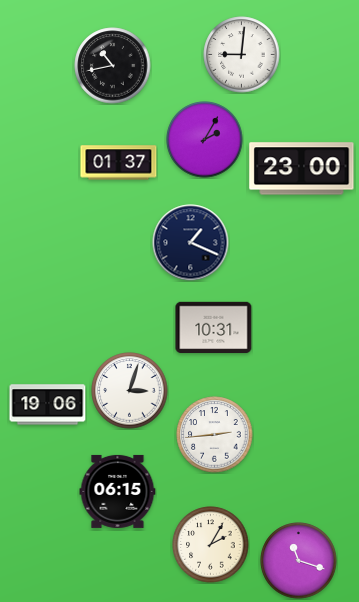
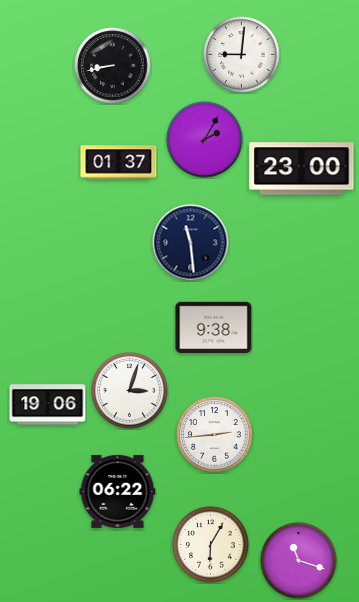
clock at (113, 66): 10:43 -> 8:43
clock at (191, 243): 1:19 -> 11:29
clock at (214, 328): 10:31 -> 9:38
clock at (118, 491): 06:15 -> 06:22
clock at (211, 545): 2:05 -> 6:05
